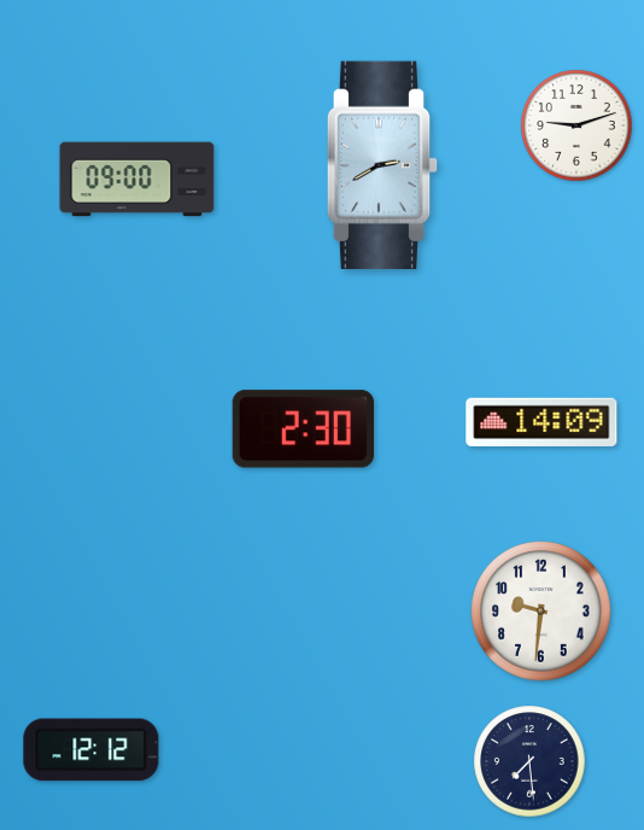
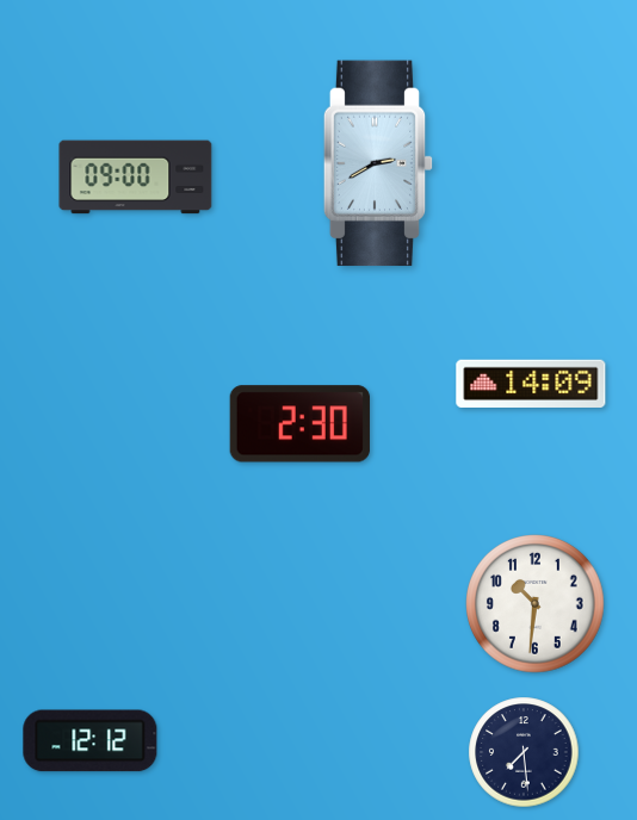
clock at (576, 125): 9:12 -> none
clock at (541, 422) position: (541, 422) -> (531, 384)
clock at (541, 612): 9:31 -> 10:31
